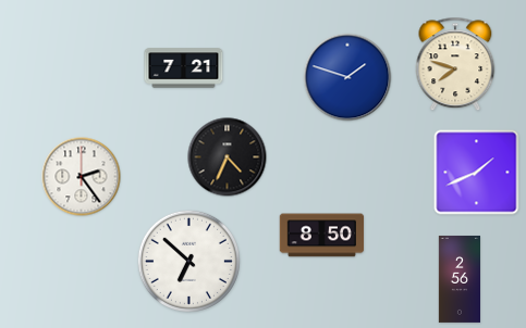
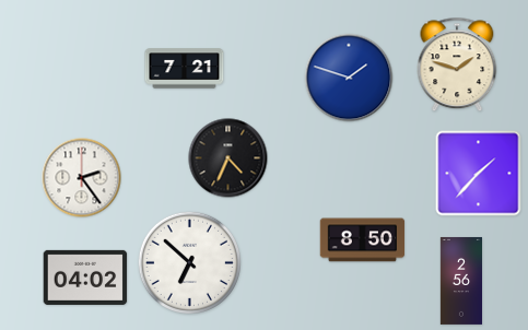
clock at (455, 64): 7:48 -> 1:48
clock at (477, 173): 1:41 -> 1:37
clock at (322, 236) position: (322, 236) -> (363, 240)
clock at (85, 278): none -> 04:02
